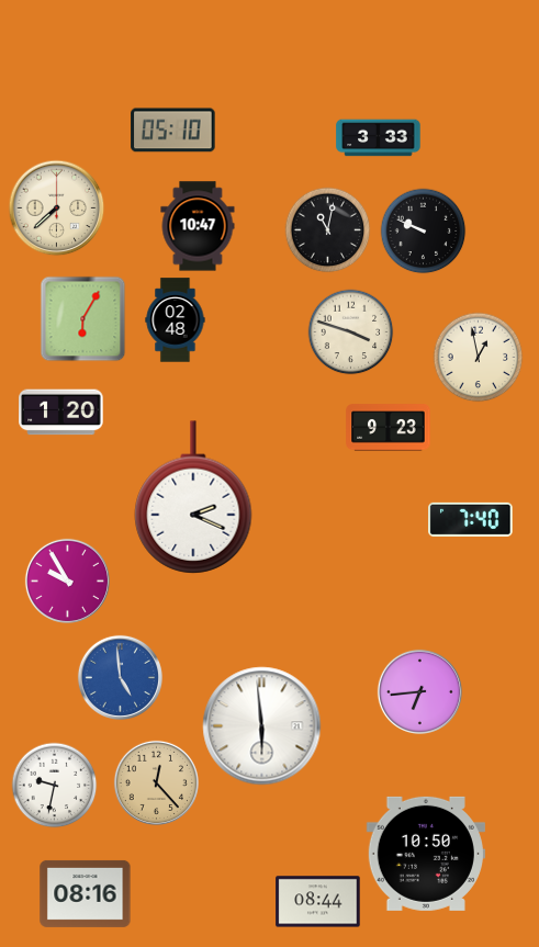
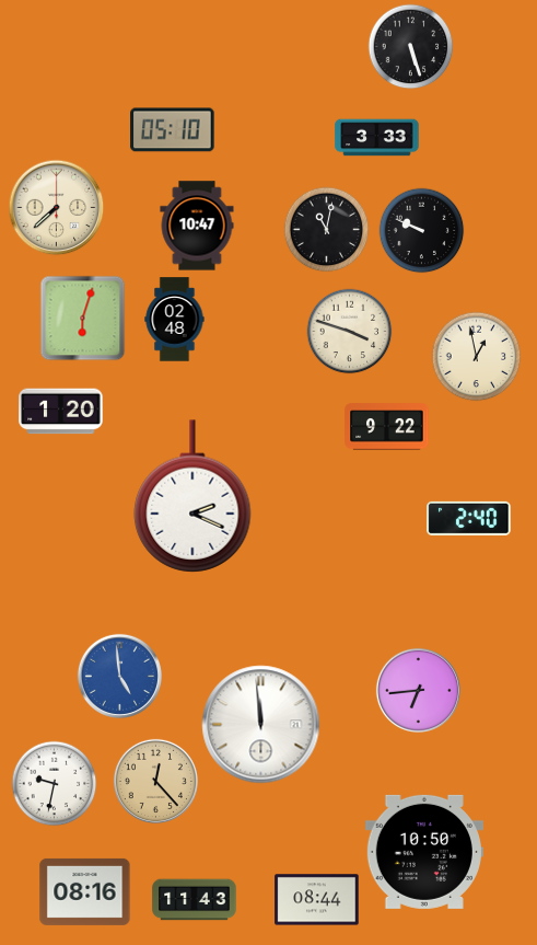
clock at (410, 46): none -> 5:27
clock at (82, 318): 6:05 -> 6:03
clock at (389, 428): 9:23 -> 9:22
clock at (471, 519): 7:40 -> 2:40
clock at (67, 580): 9:55 -> none
clock at (262, 726): 5:59 -> 11:59
clock at (195, 900): none -> 11:43
